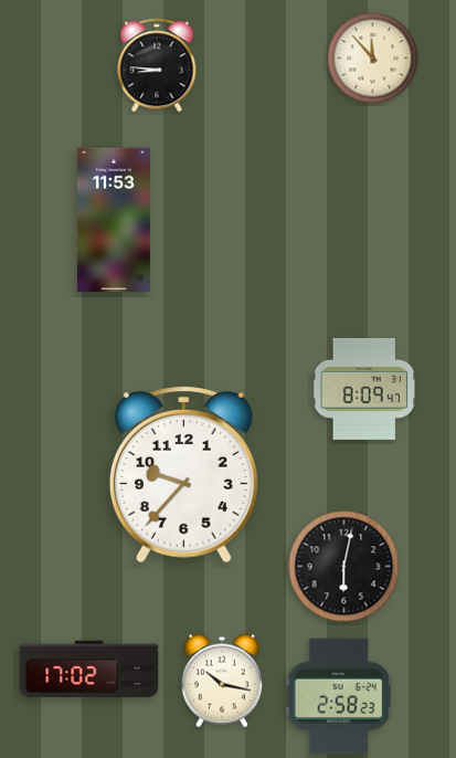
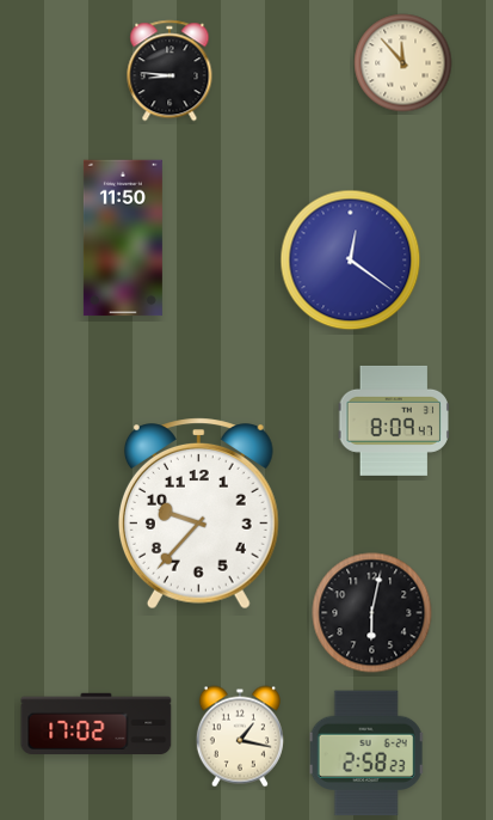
clock at (114, 220): 11:53 -> 11:50
clock at (351, 261): none -> 12:21
clock at (222, 681): 10:17 -> 1:17
